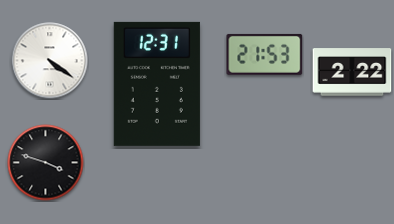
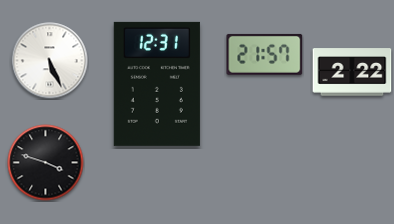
clock at (265, 54): 21:53 -> 21:57
clock at (50, 61): 4:21 -> 5:26
